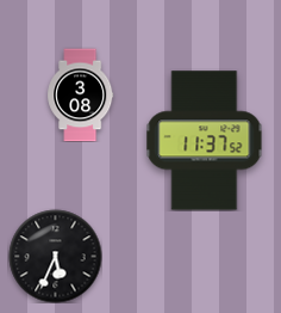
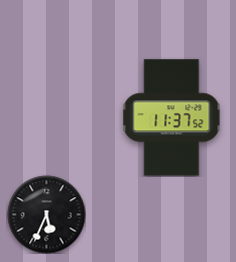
clock at (81, 94): 3:08 -> none
